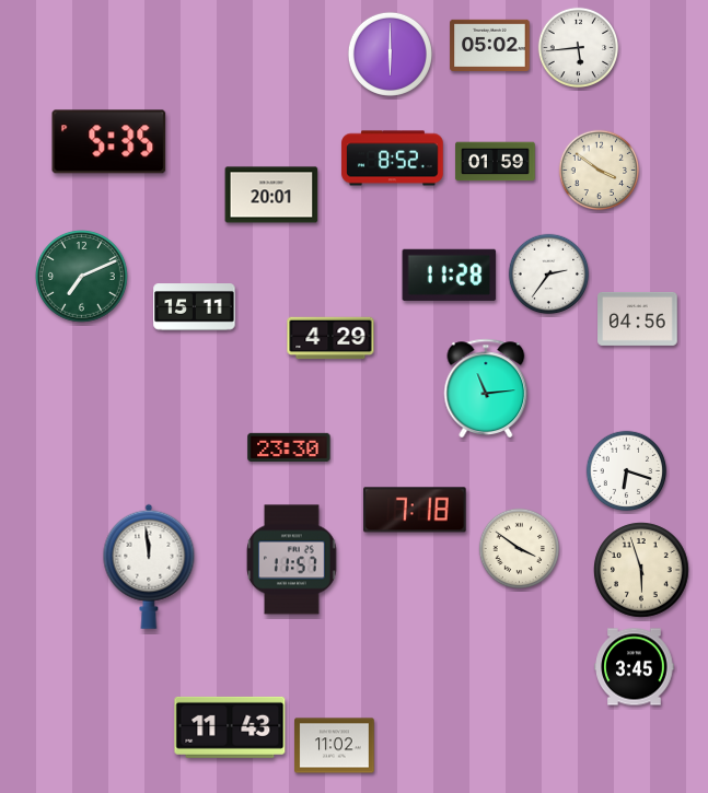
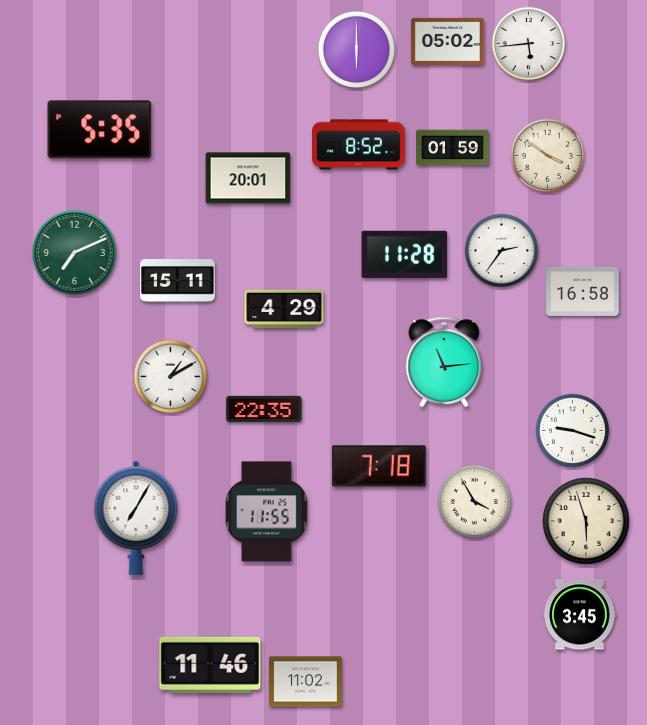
clock at (450, 275) position: (450, 275) -> (405, 254)
clock at (638, 318): 04:56 -> 16:58
clock at (330, 338) position: (330, 338) -> (284, 309)
clock at (486, 387) position: (486, 387) -> (444, 361)
clock at (171, 377): none -> 1:10
clock at (289, 447): 23:30 -> 22:35
clock at (627, 471): 6:18 -> 9:18
clock at (520, 549): 3:51 -> 3:55
clock at (292, 560): 11:57 -> 11:55
clock at (149, 567): 11:59 -> 7:05
clock at (635, 667) position: (635, 667) -> (580, 615)
clock at (230, 727): 11:43 -> 11:46
